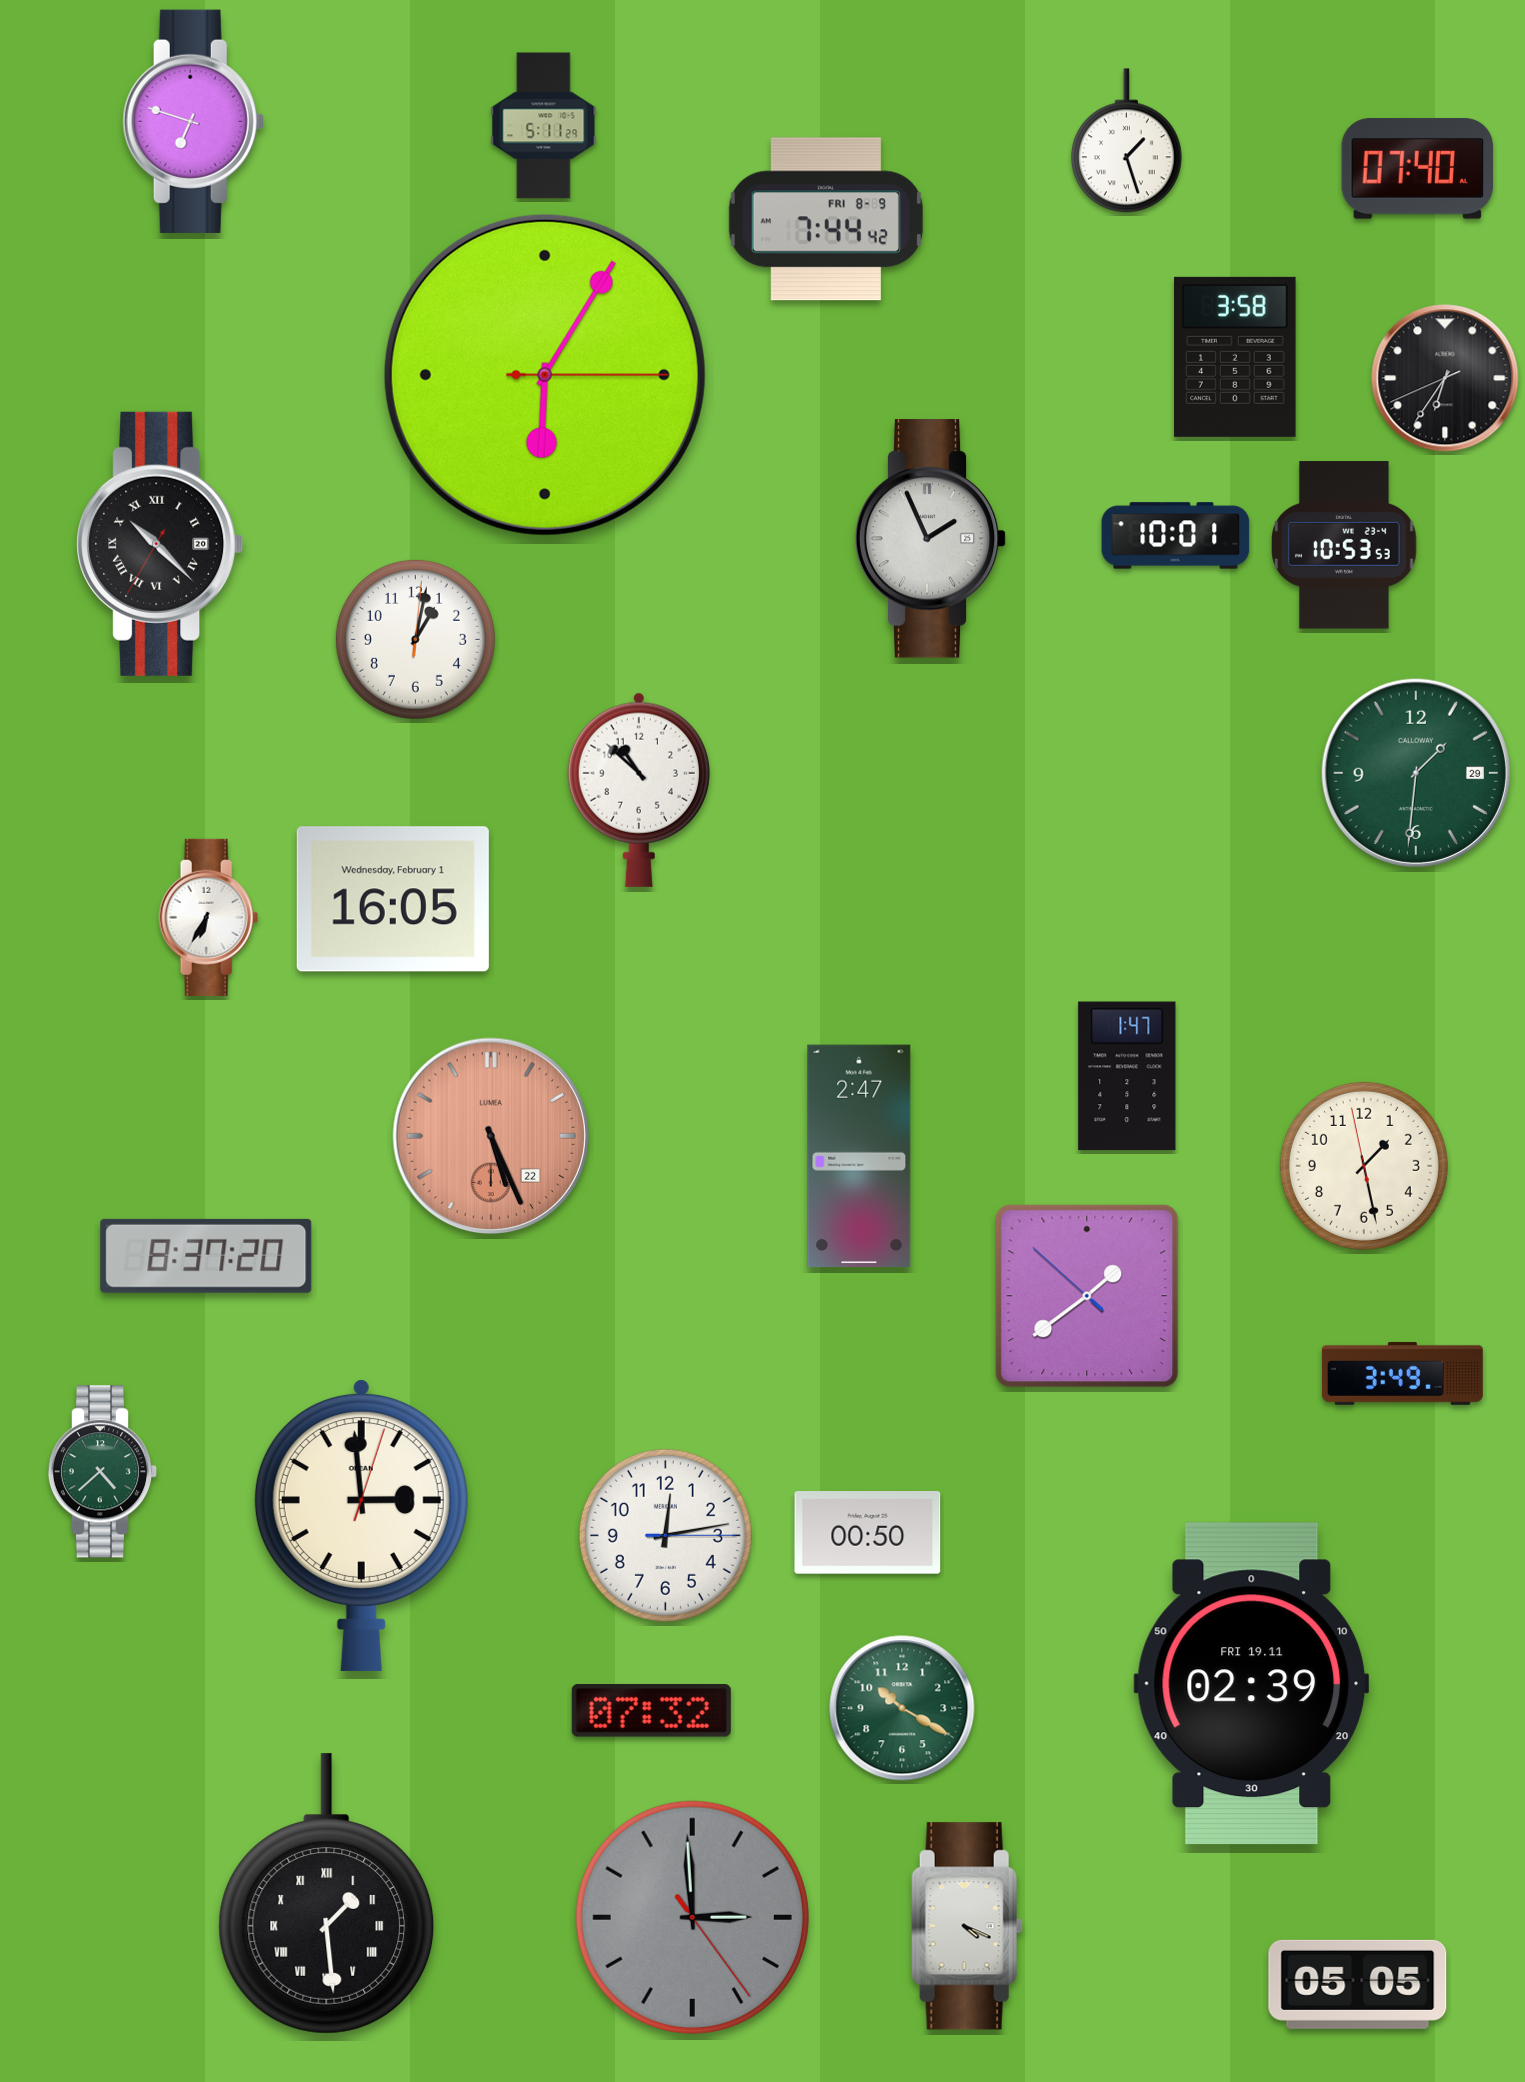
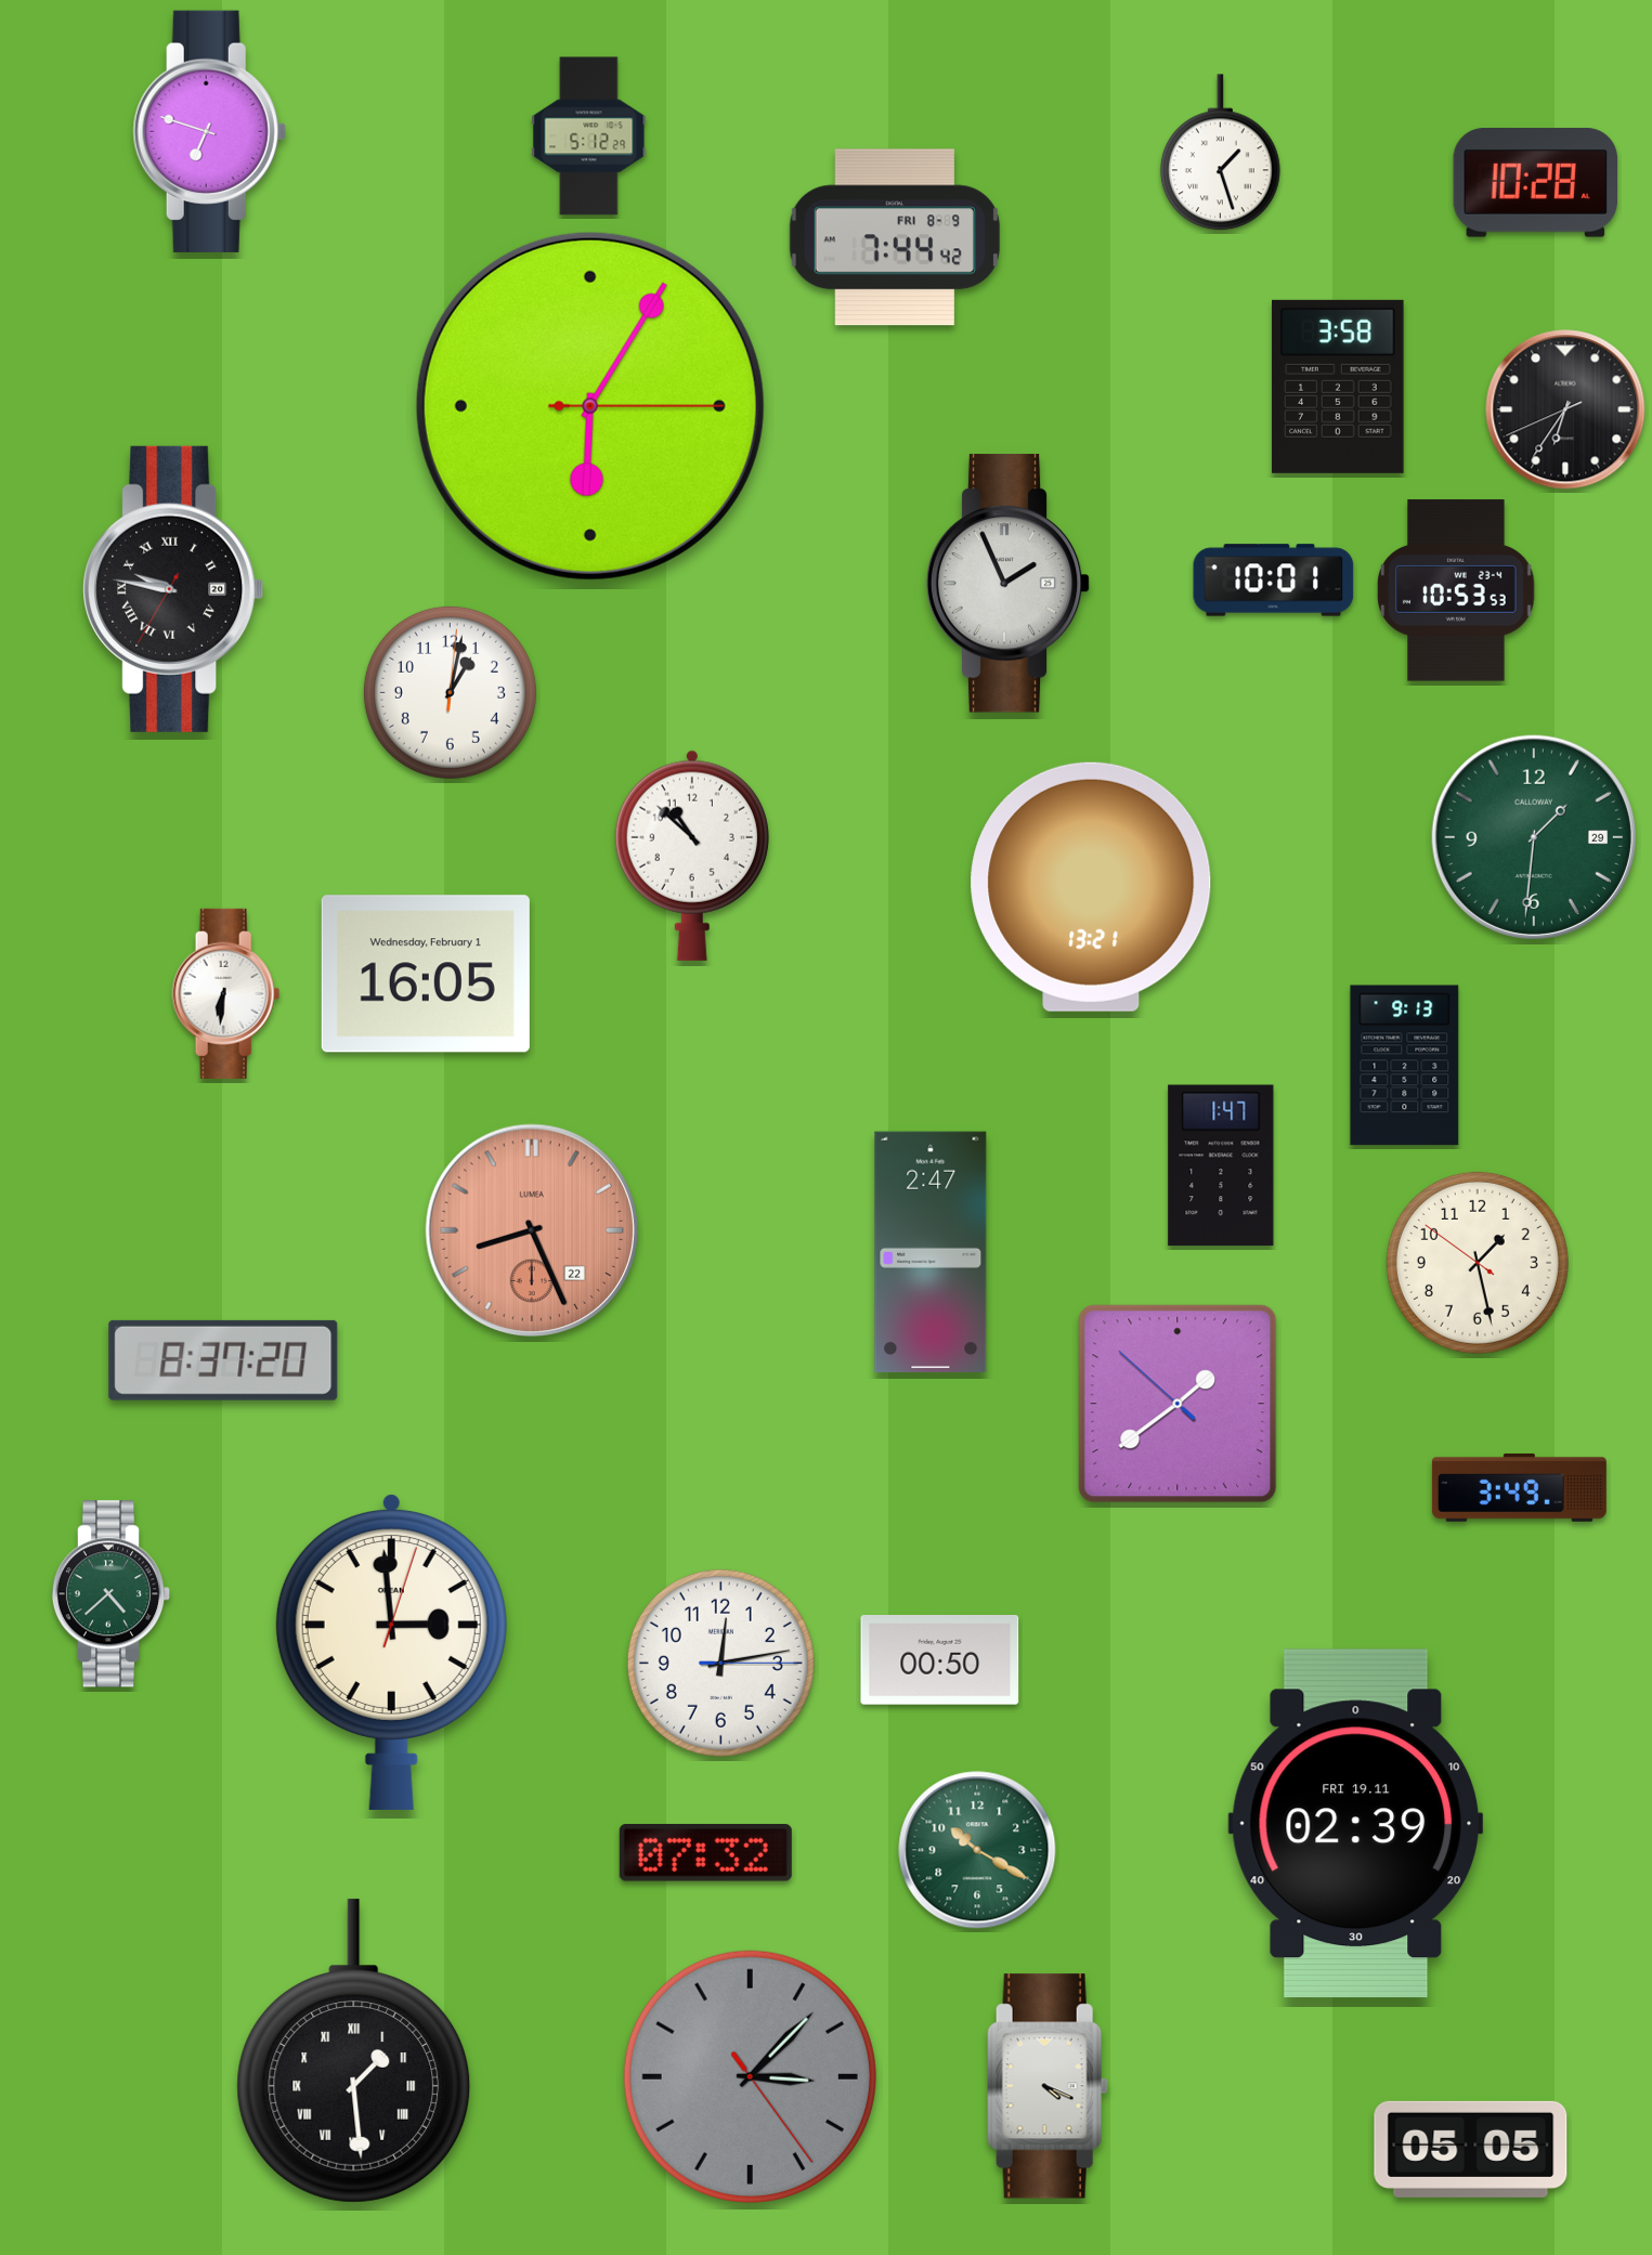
clock at (544, 126): 5:11 -> 5:12
clock at (1418, 169): 07:40 -> 10:28
clock at (160, 544): 10:22 -> 9:46
clock at (1091, 887): none -> 13:21
clock at (209, 917): 6:35 -> 6:31
clock at (1405, 1066): none -> 9:13
clock at (491, 1136): 5:26 -> 8:26
clock at (1364, 1166): 1:27:58 -> 1:27:51
clock at (692, 1917): 2:59 -> 3:07
